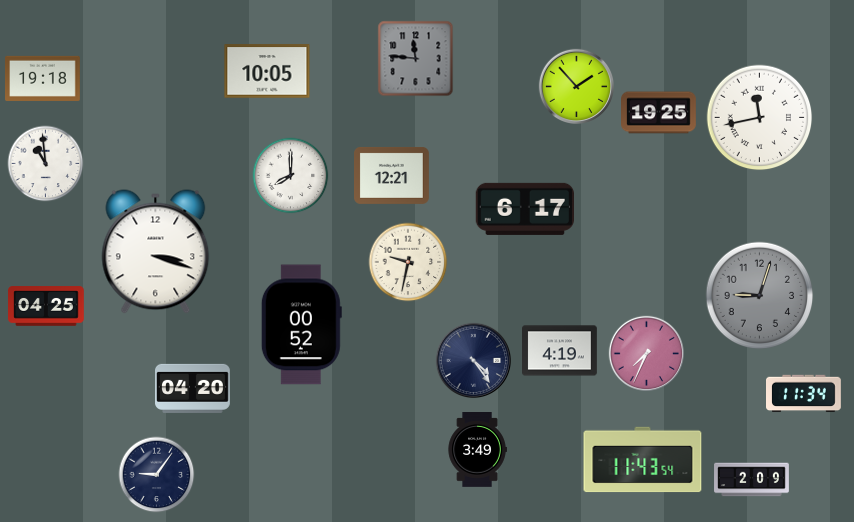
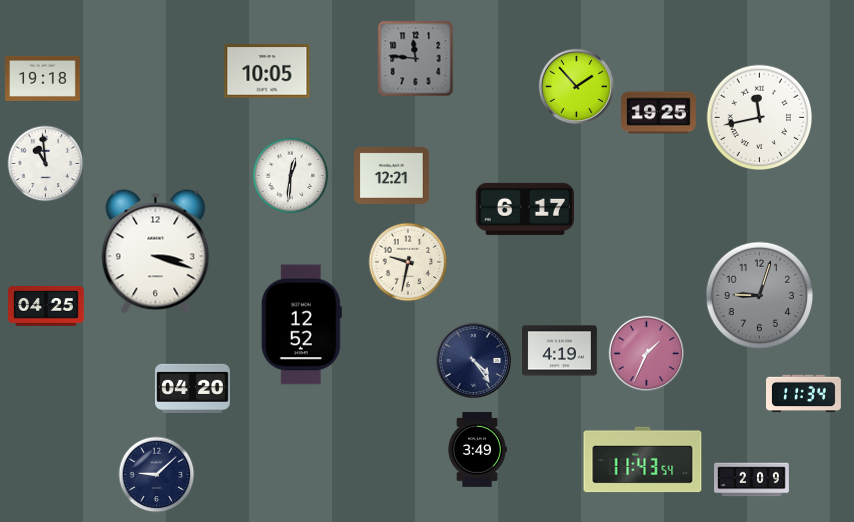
clock at (291, 176): 8:00 -> 12:31
clock at (301, 325): 00:52 -> 12:52
clock at (646, 353): 7:34 -> 1:34
clock at (157, 475): 9:06 -> 9:08
